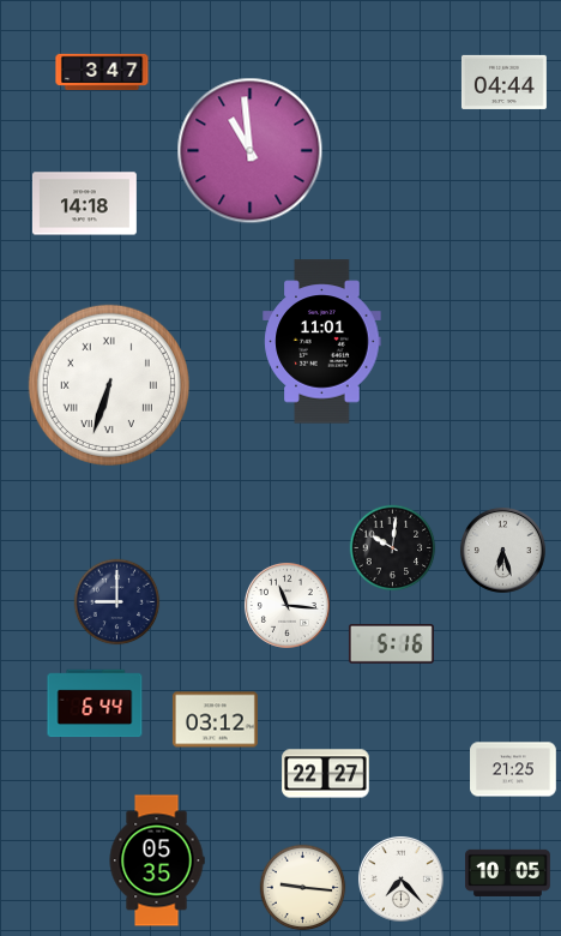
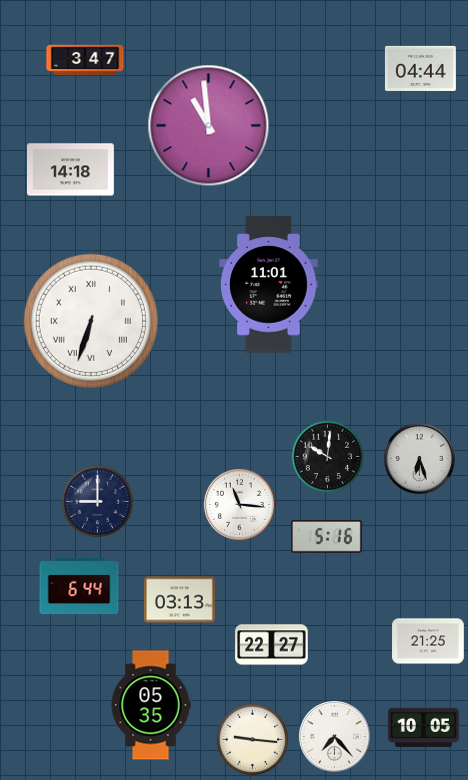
clock at (215, 720): 03:12 -> 03:13
clock at (157, 860) position: (157, 860) -> (151, 705)
clock at (400, 878) position: (400, 878) -> (334, 736)
